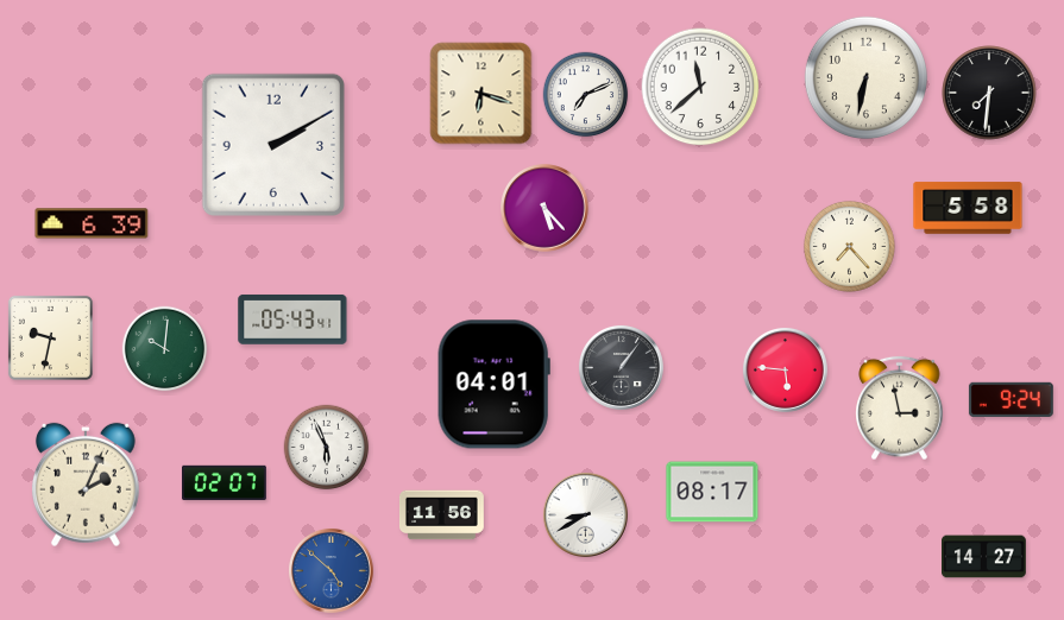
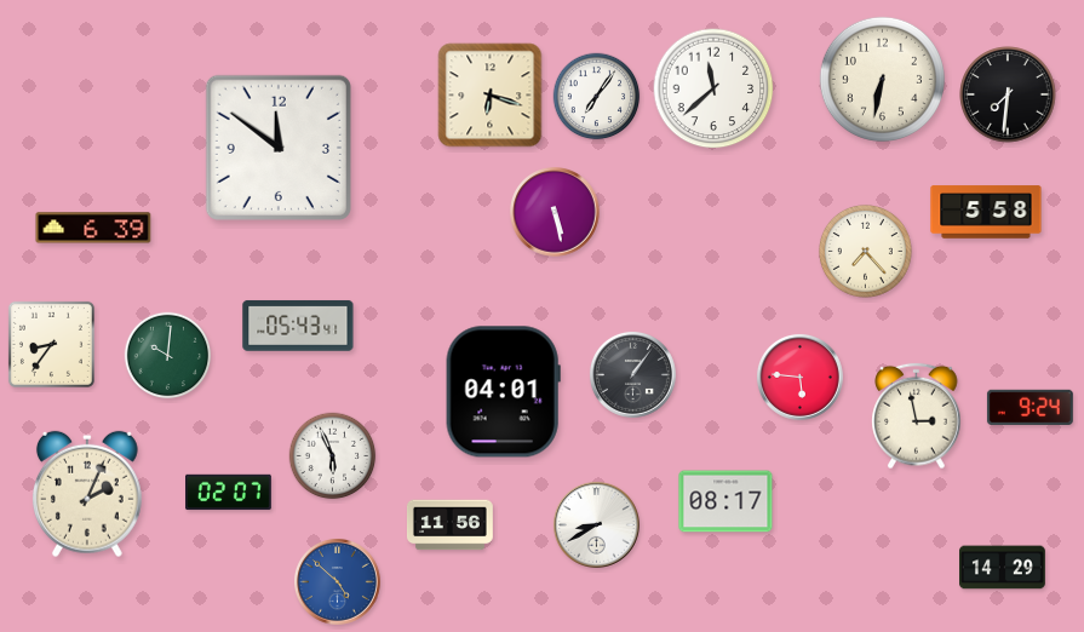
clock at (586, 95): 7:11 -> 7:06
clock at (273, 145): 2:10 -> 11:51
clock at (544, 208): 5:23 -> 5:28
clock at (50, 337): 9:32 -> 8:36
clock at (984, 557): 14:27 -> 14:29
